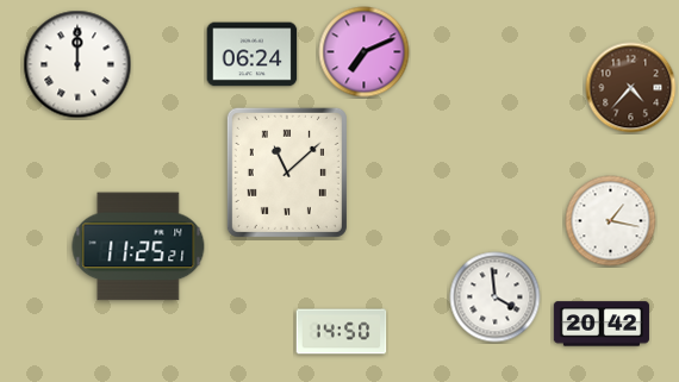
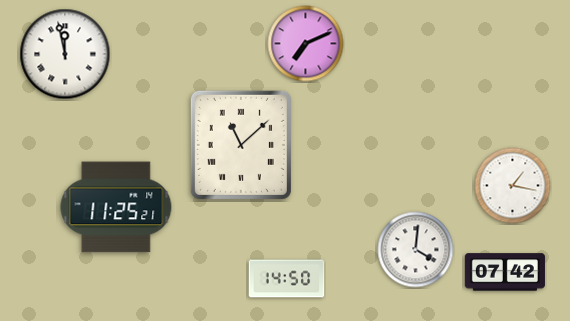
clock at (253, 55): 06:24 -> none
clock at (77, 64): 12:00 -> 11:58
clock at (631, 88): 4:37 -> none
clock at (496, 298): 3:59 -> 4:01
clock at (602, 324): 20:42 -> 07:42
